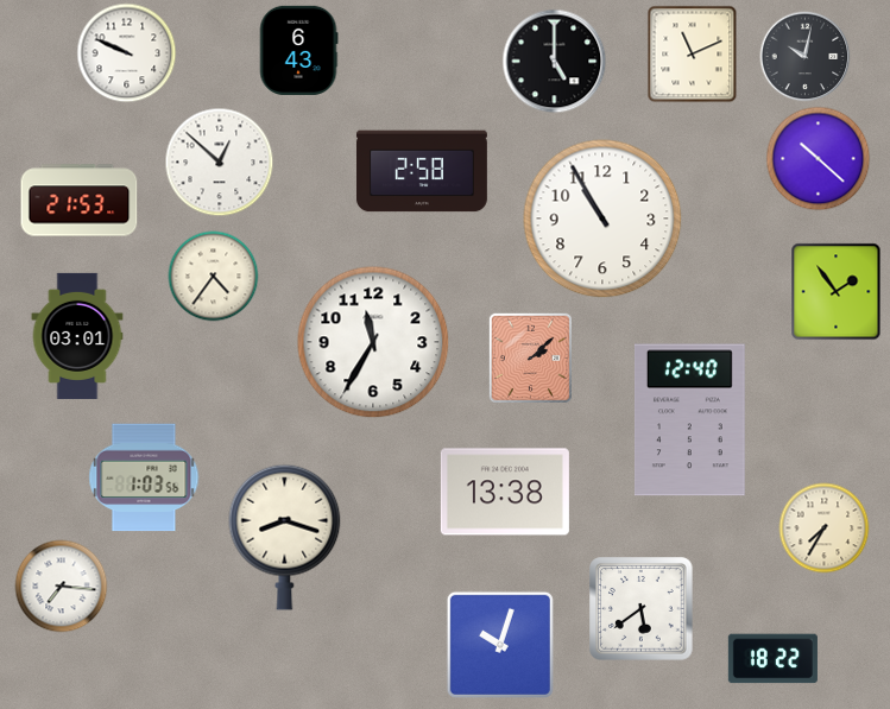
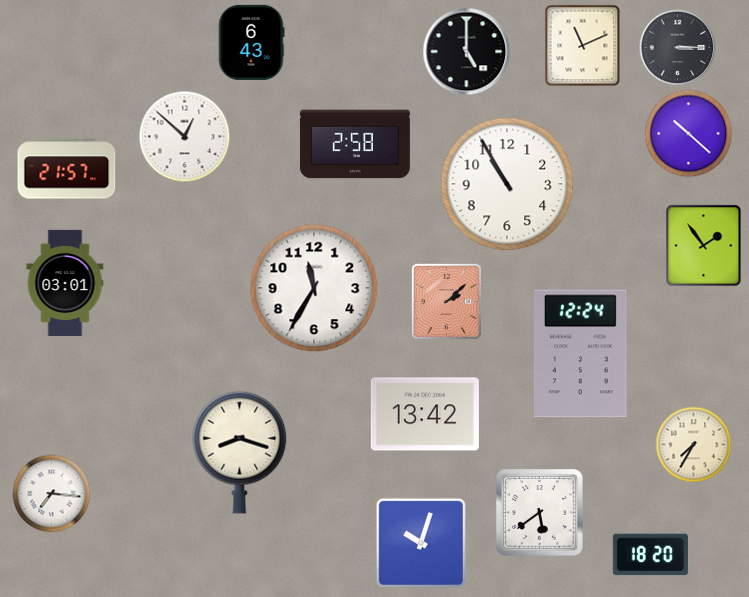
clock at (127, 53): 9:49 -> none
clock at (806, 57): 10:02 -> 3:15
clock at (80, 201): 21:53 -> 21:57
clock at (214, 277): 4:36 -> none
clock at (689, 420): 12:40 -> 12:24
clock at (144, 477): 1:03 -> none
clock at (505, 492): 13:38 -> 13:42
clock at (772, 659): 18:22 -> 18:20
